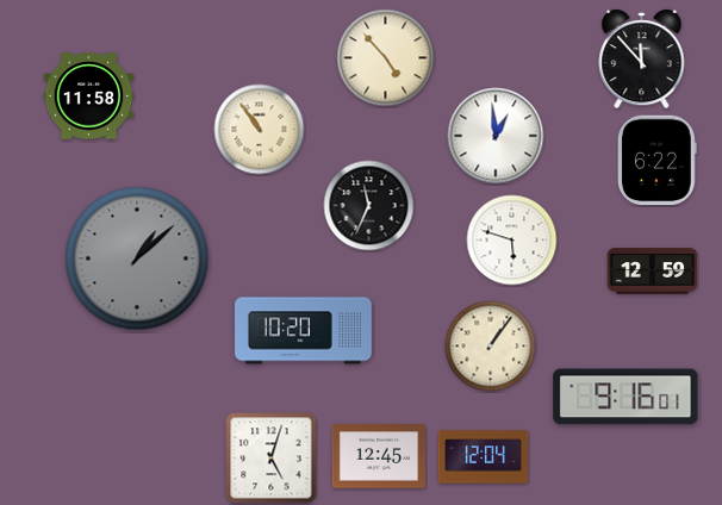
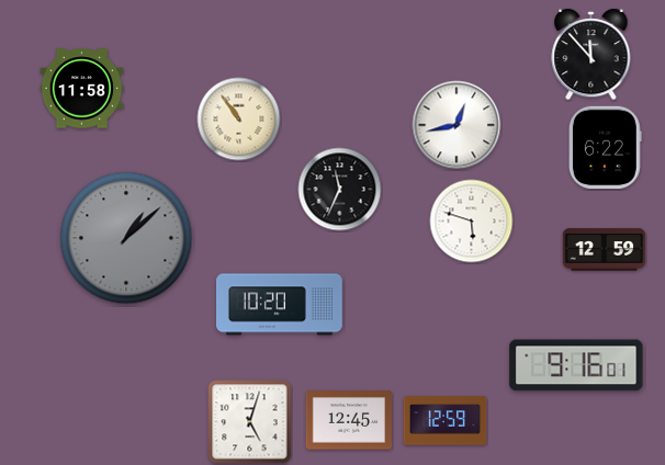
clock at (386, 58): 4:53 -> none
clock at (496, 136): 12:59 -> 12:43
clock at (653, 272) position: (653, 272) -> (605, 250)
clock at (491, 347): 1:06 -> none
clock at (484, 457): 12:04 -> 12:59
